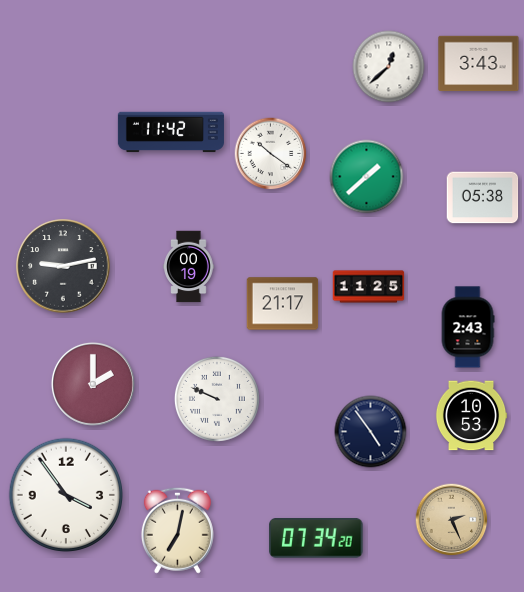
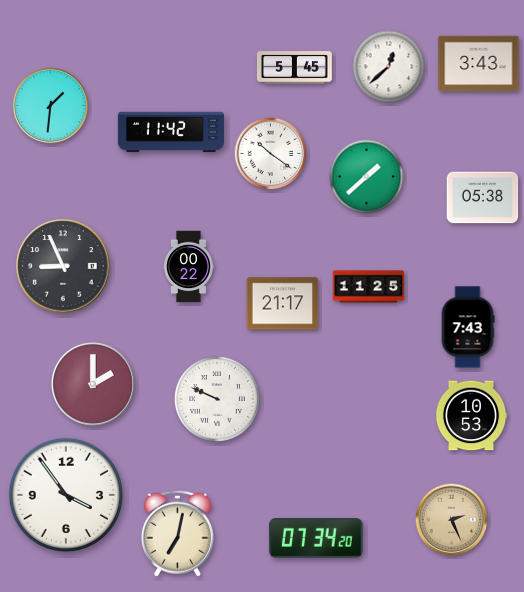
clock at (295, 68): none -> 5:45
clock at (51, 106): none -> 1:31
clock at (63, 266): 9:13 -> 8:56
clock at (189, 267): 00:19 -> 00:22
clock at (468, 327): 2:43 -> 7:43
clock at (371, 432): 4:54 -> none
clock at (177, 530) position: (177, 530) -> (177, 533)
